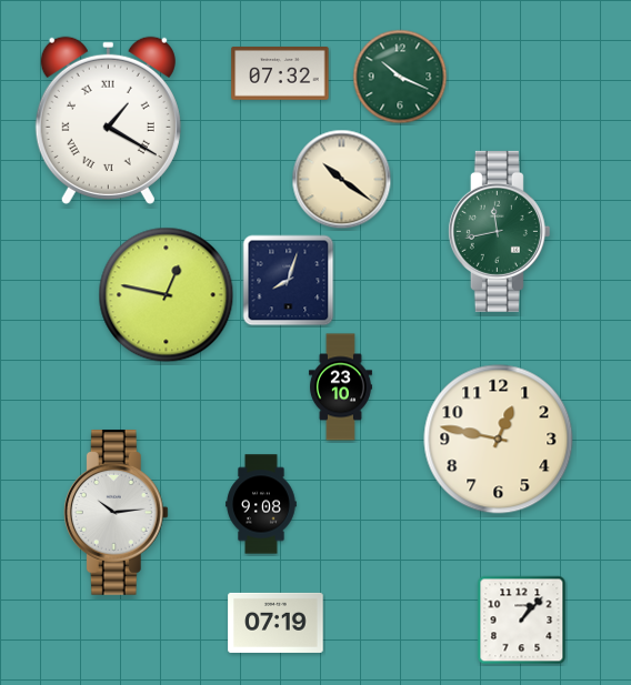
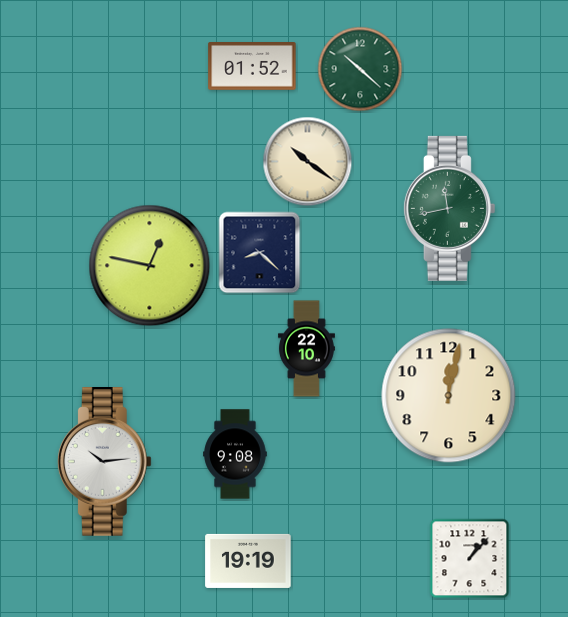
clock at (280, 74): 07:32 -> 01:52
clock at (400, 77): 10:19 -> 10:22
clock at (108, 120): 1:20 -> none
clock at (289, 281): 8:03 -> 8:22
clock at (340, 387): 23:10 -> 22:10
clock at (499, 440): 12:47 -> 12:02
clock at (276, 623): 07:19 -> 19:19
